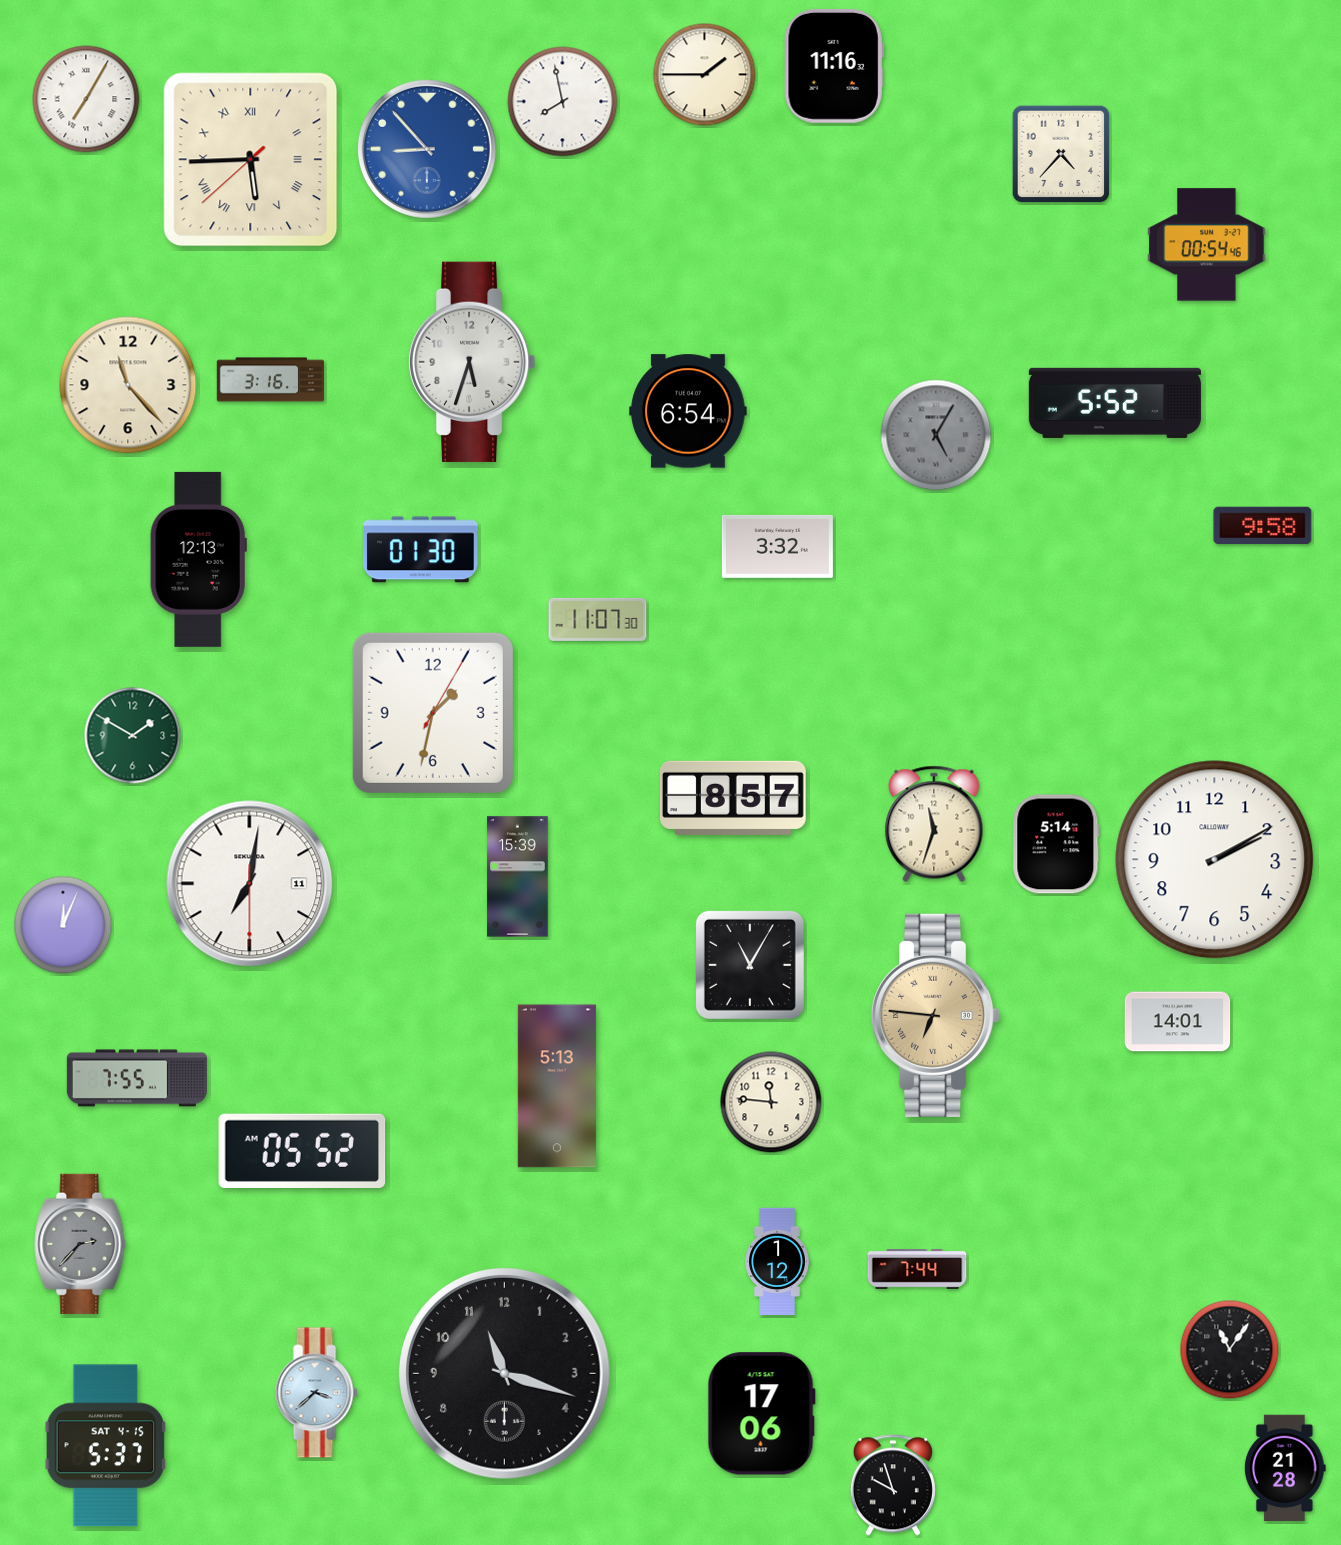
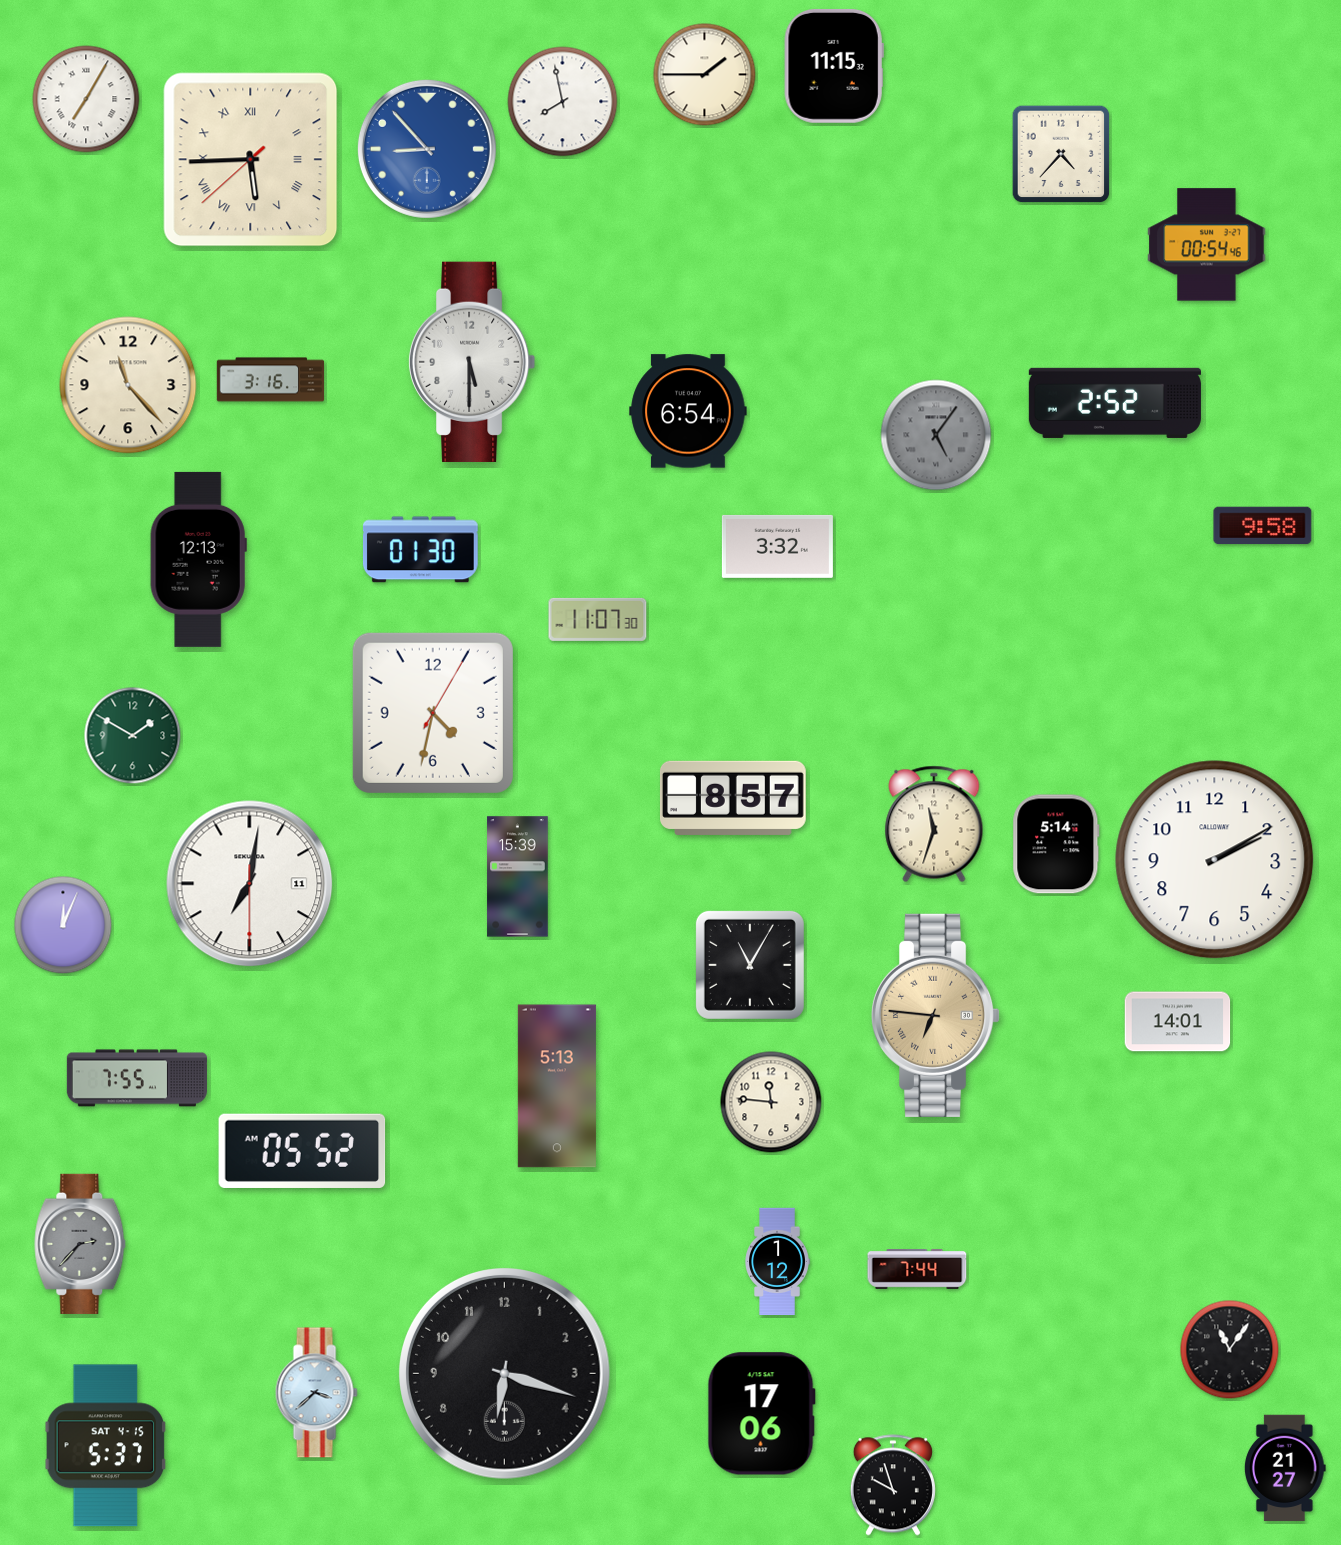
clock at (834, 66): 11:16 -> 11:15
clock at (472, 362): 5:33 -> 5:30
clock at (1115, 403): 5:52 -> 2:52
clock at (936, 435): 5:05 -> 5:06
clock at (433, 713): 1:32 -> 4:32
clock at (505, 1374): 11:18 -> 6:18
clock at (1286, 1468): 21:28 -> 21:27
